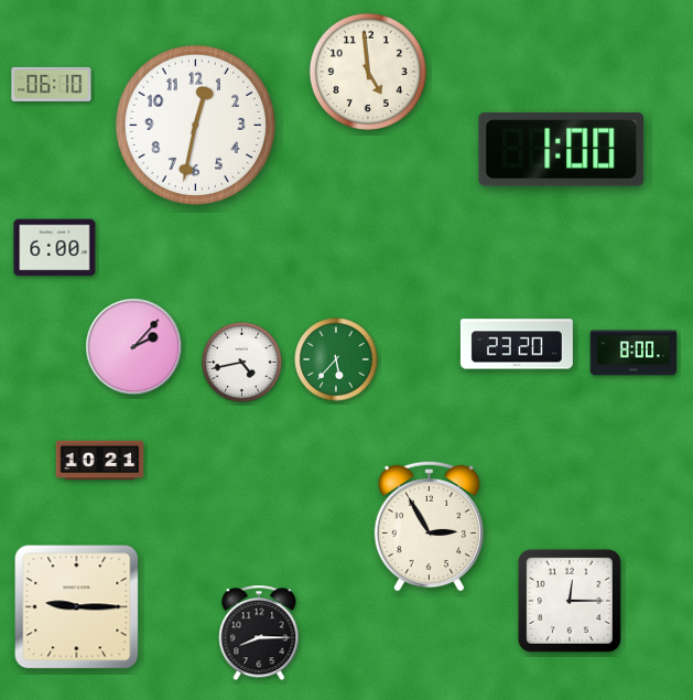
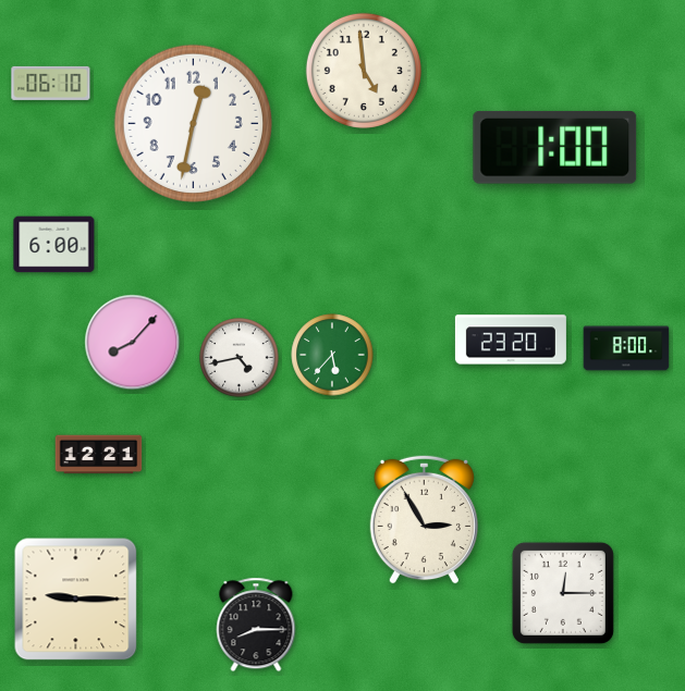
clock at (134, 347): 2:07 -> 8:07
clock at (100, 461): 10:21 -> 12:21
